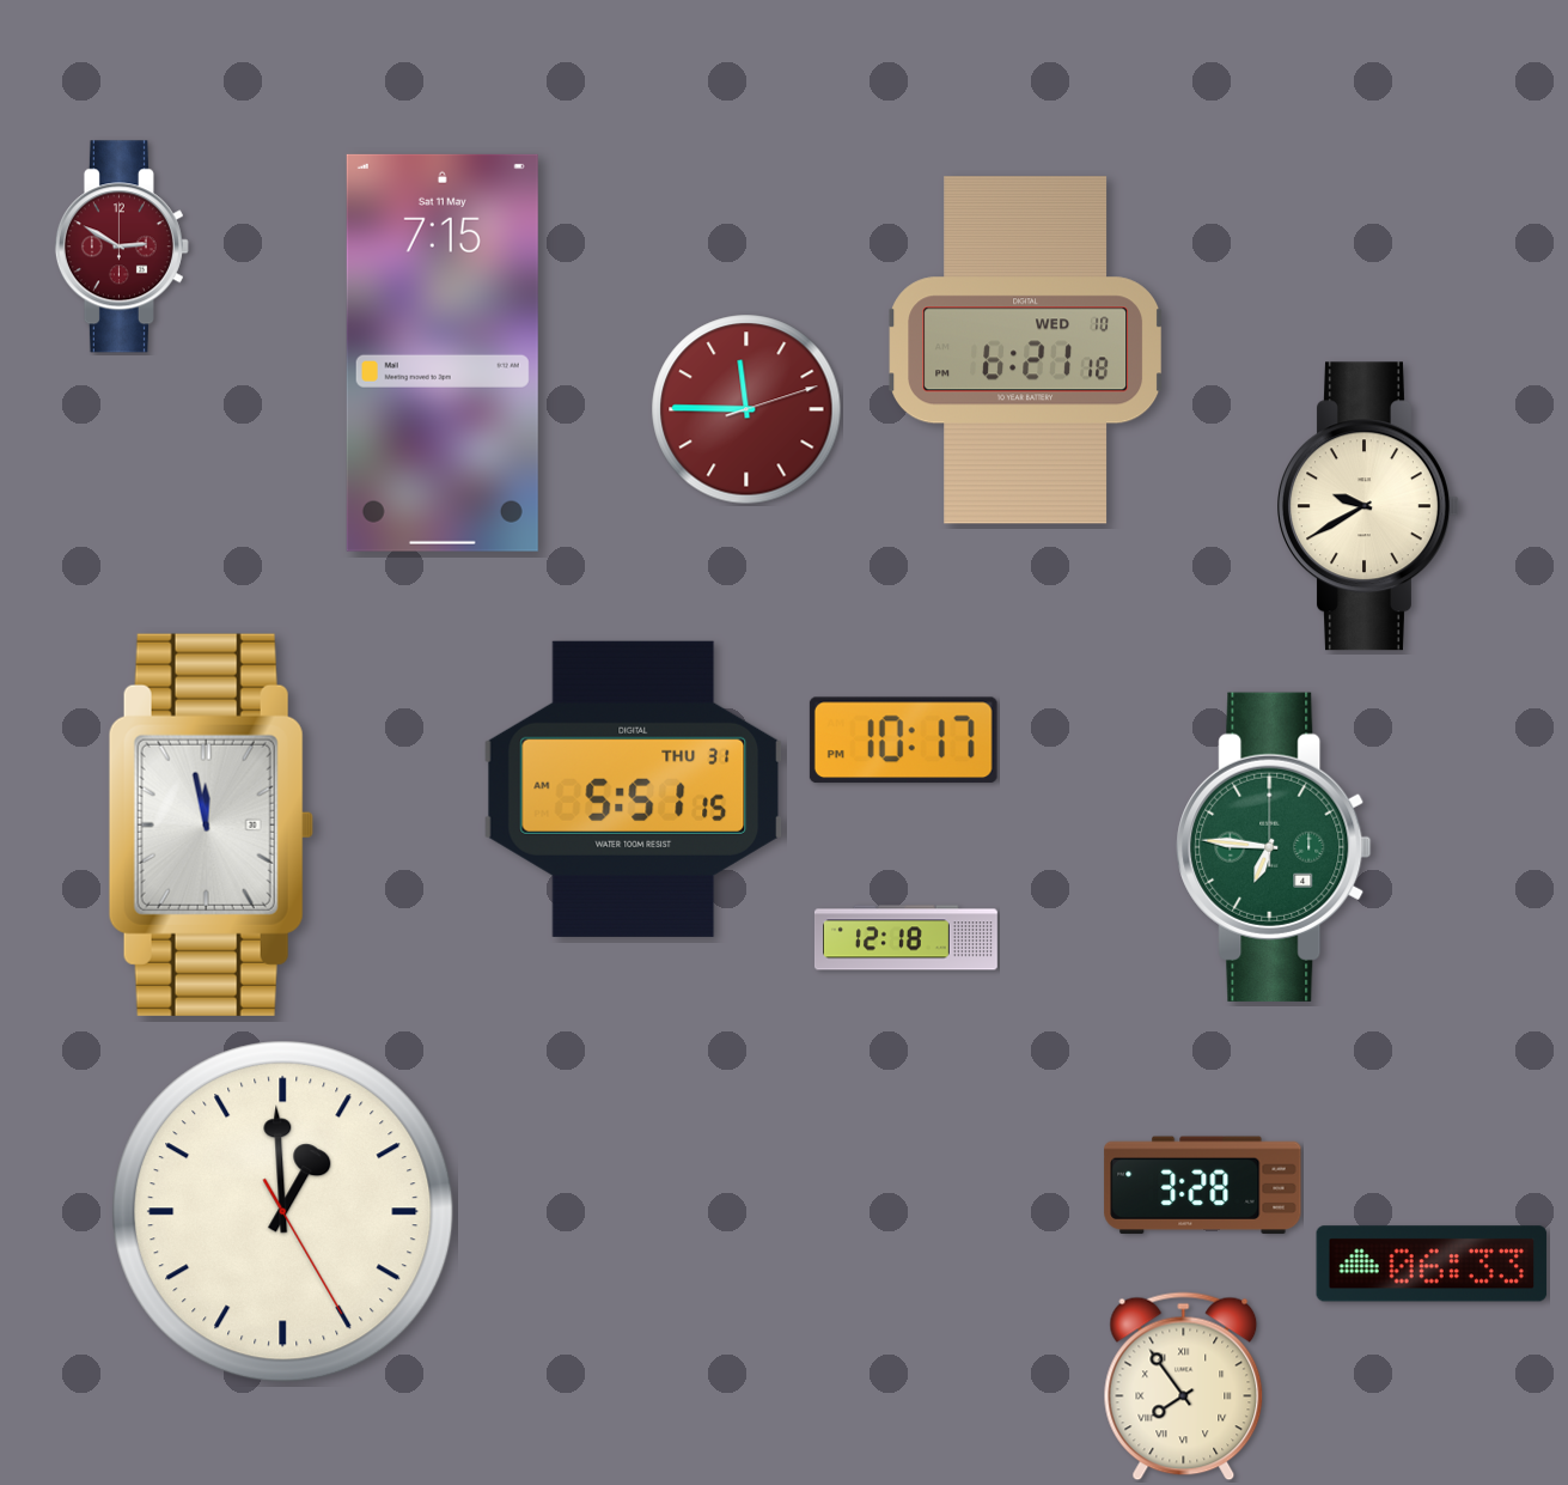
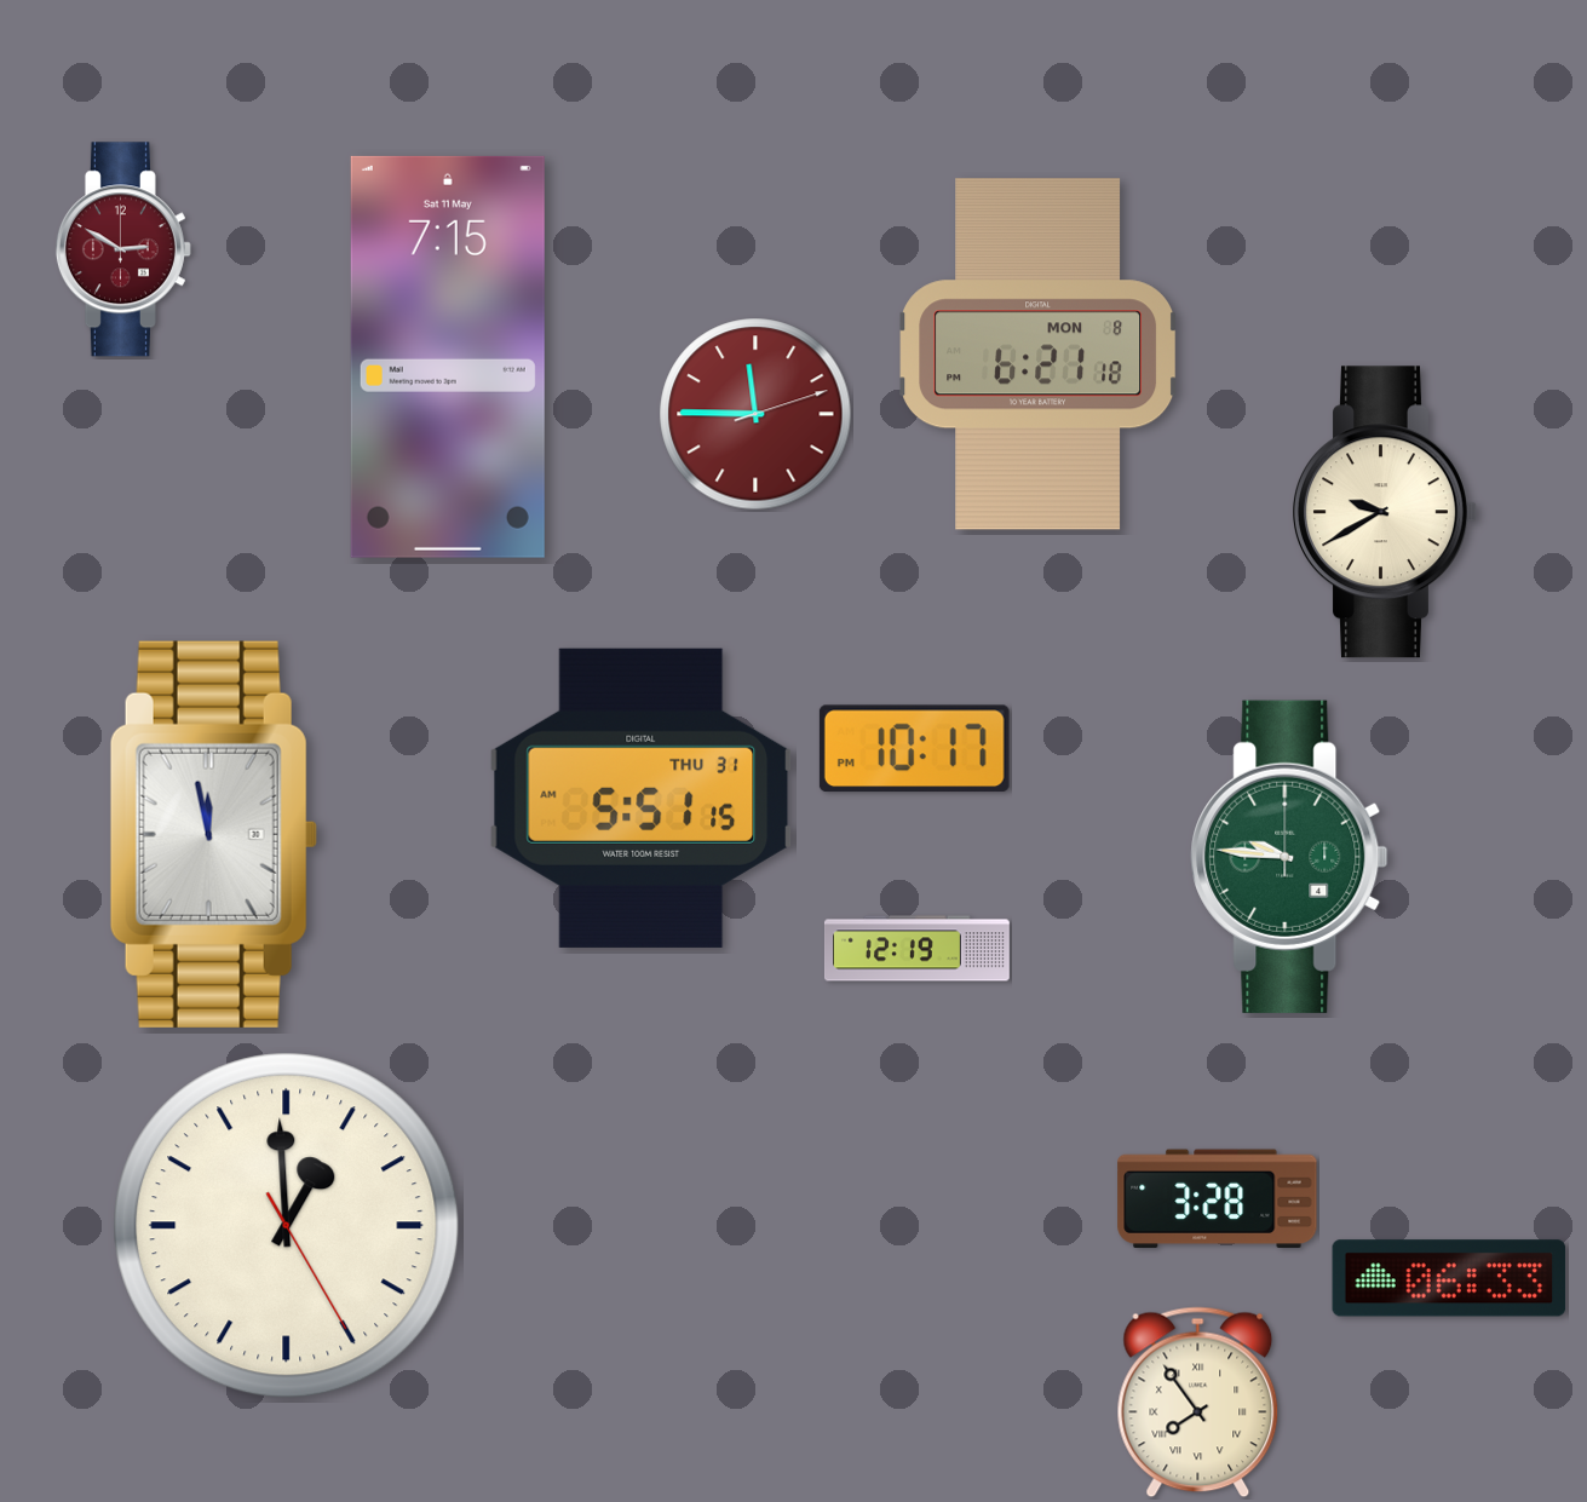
clock at (1026, 351) date: WED 10 -> MON 8
clock at (1274, 847): 6:46 -> 9:46
clock at (907, 938): 12:18 -> 12:19
